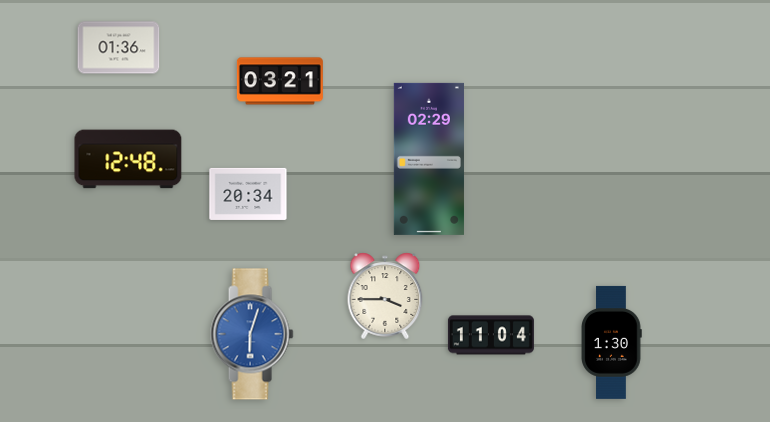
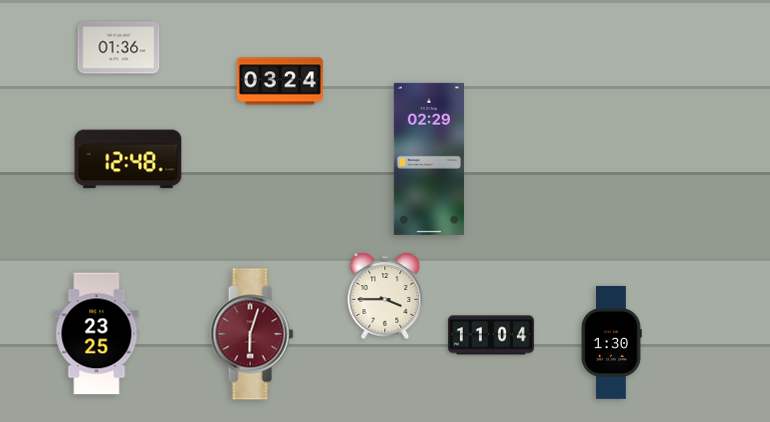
clock at (280, 81): 03:21 -> 03:24
clock at (248, 194): 20:34 -> none
clock at (97, 334): none -> 23:25
clock at (252, 334) dial: blue -> burgundy
